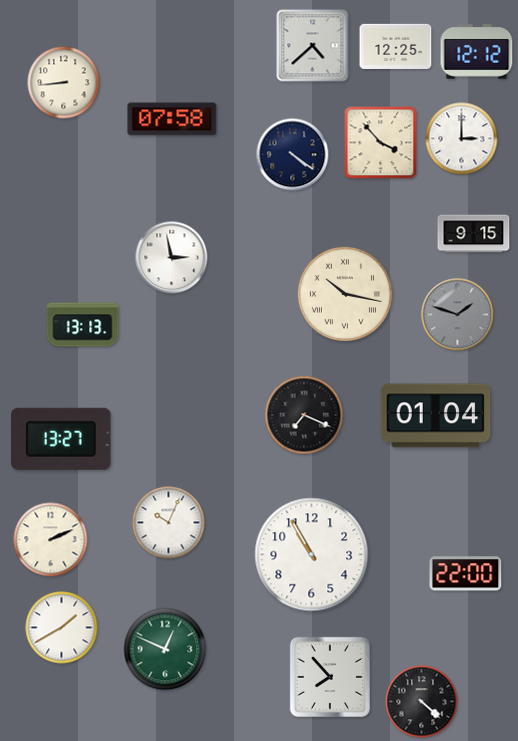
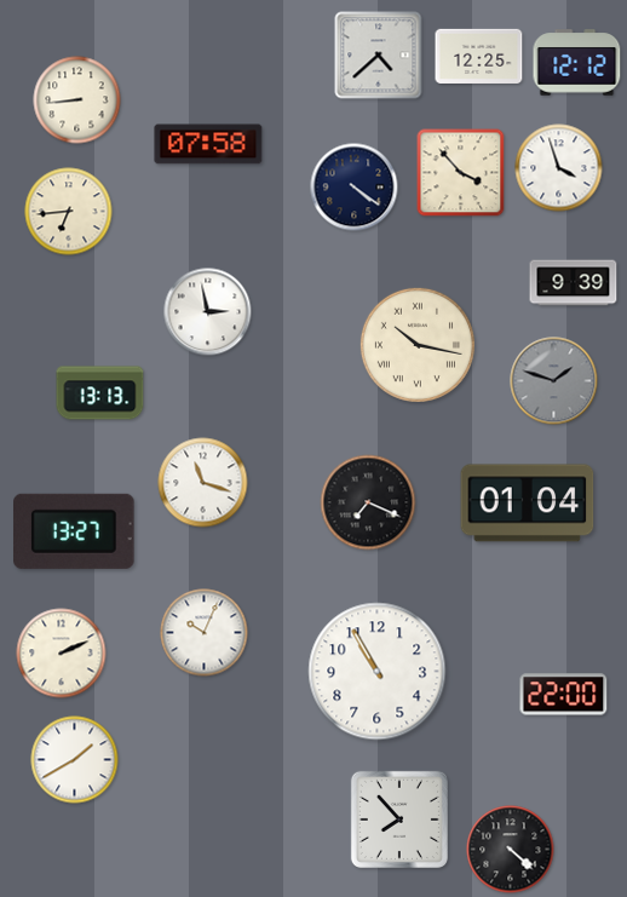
clock at (462, 139): 3:00 -> 3:57
clock at (69, 212): none -> 6:44
clock at (474, 234): 9:15 -> 9:39
clock at (345, 294) position: (345, 294) -> (418, 345)
clock at (203, 483): none -> 11:18
clock at (165, 649): 12:49 -> none
